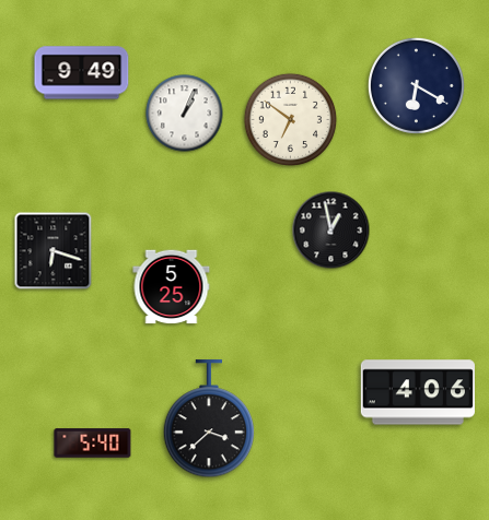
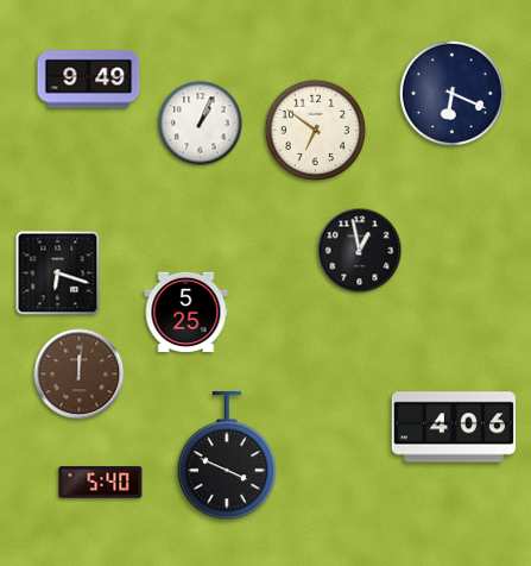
clock at (416, 85): 6:20 -> 6:19
clock at (80, 375): none -> 12:01
clock at (209, 419): 3:38 -> 3:49
